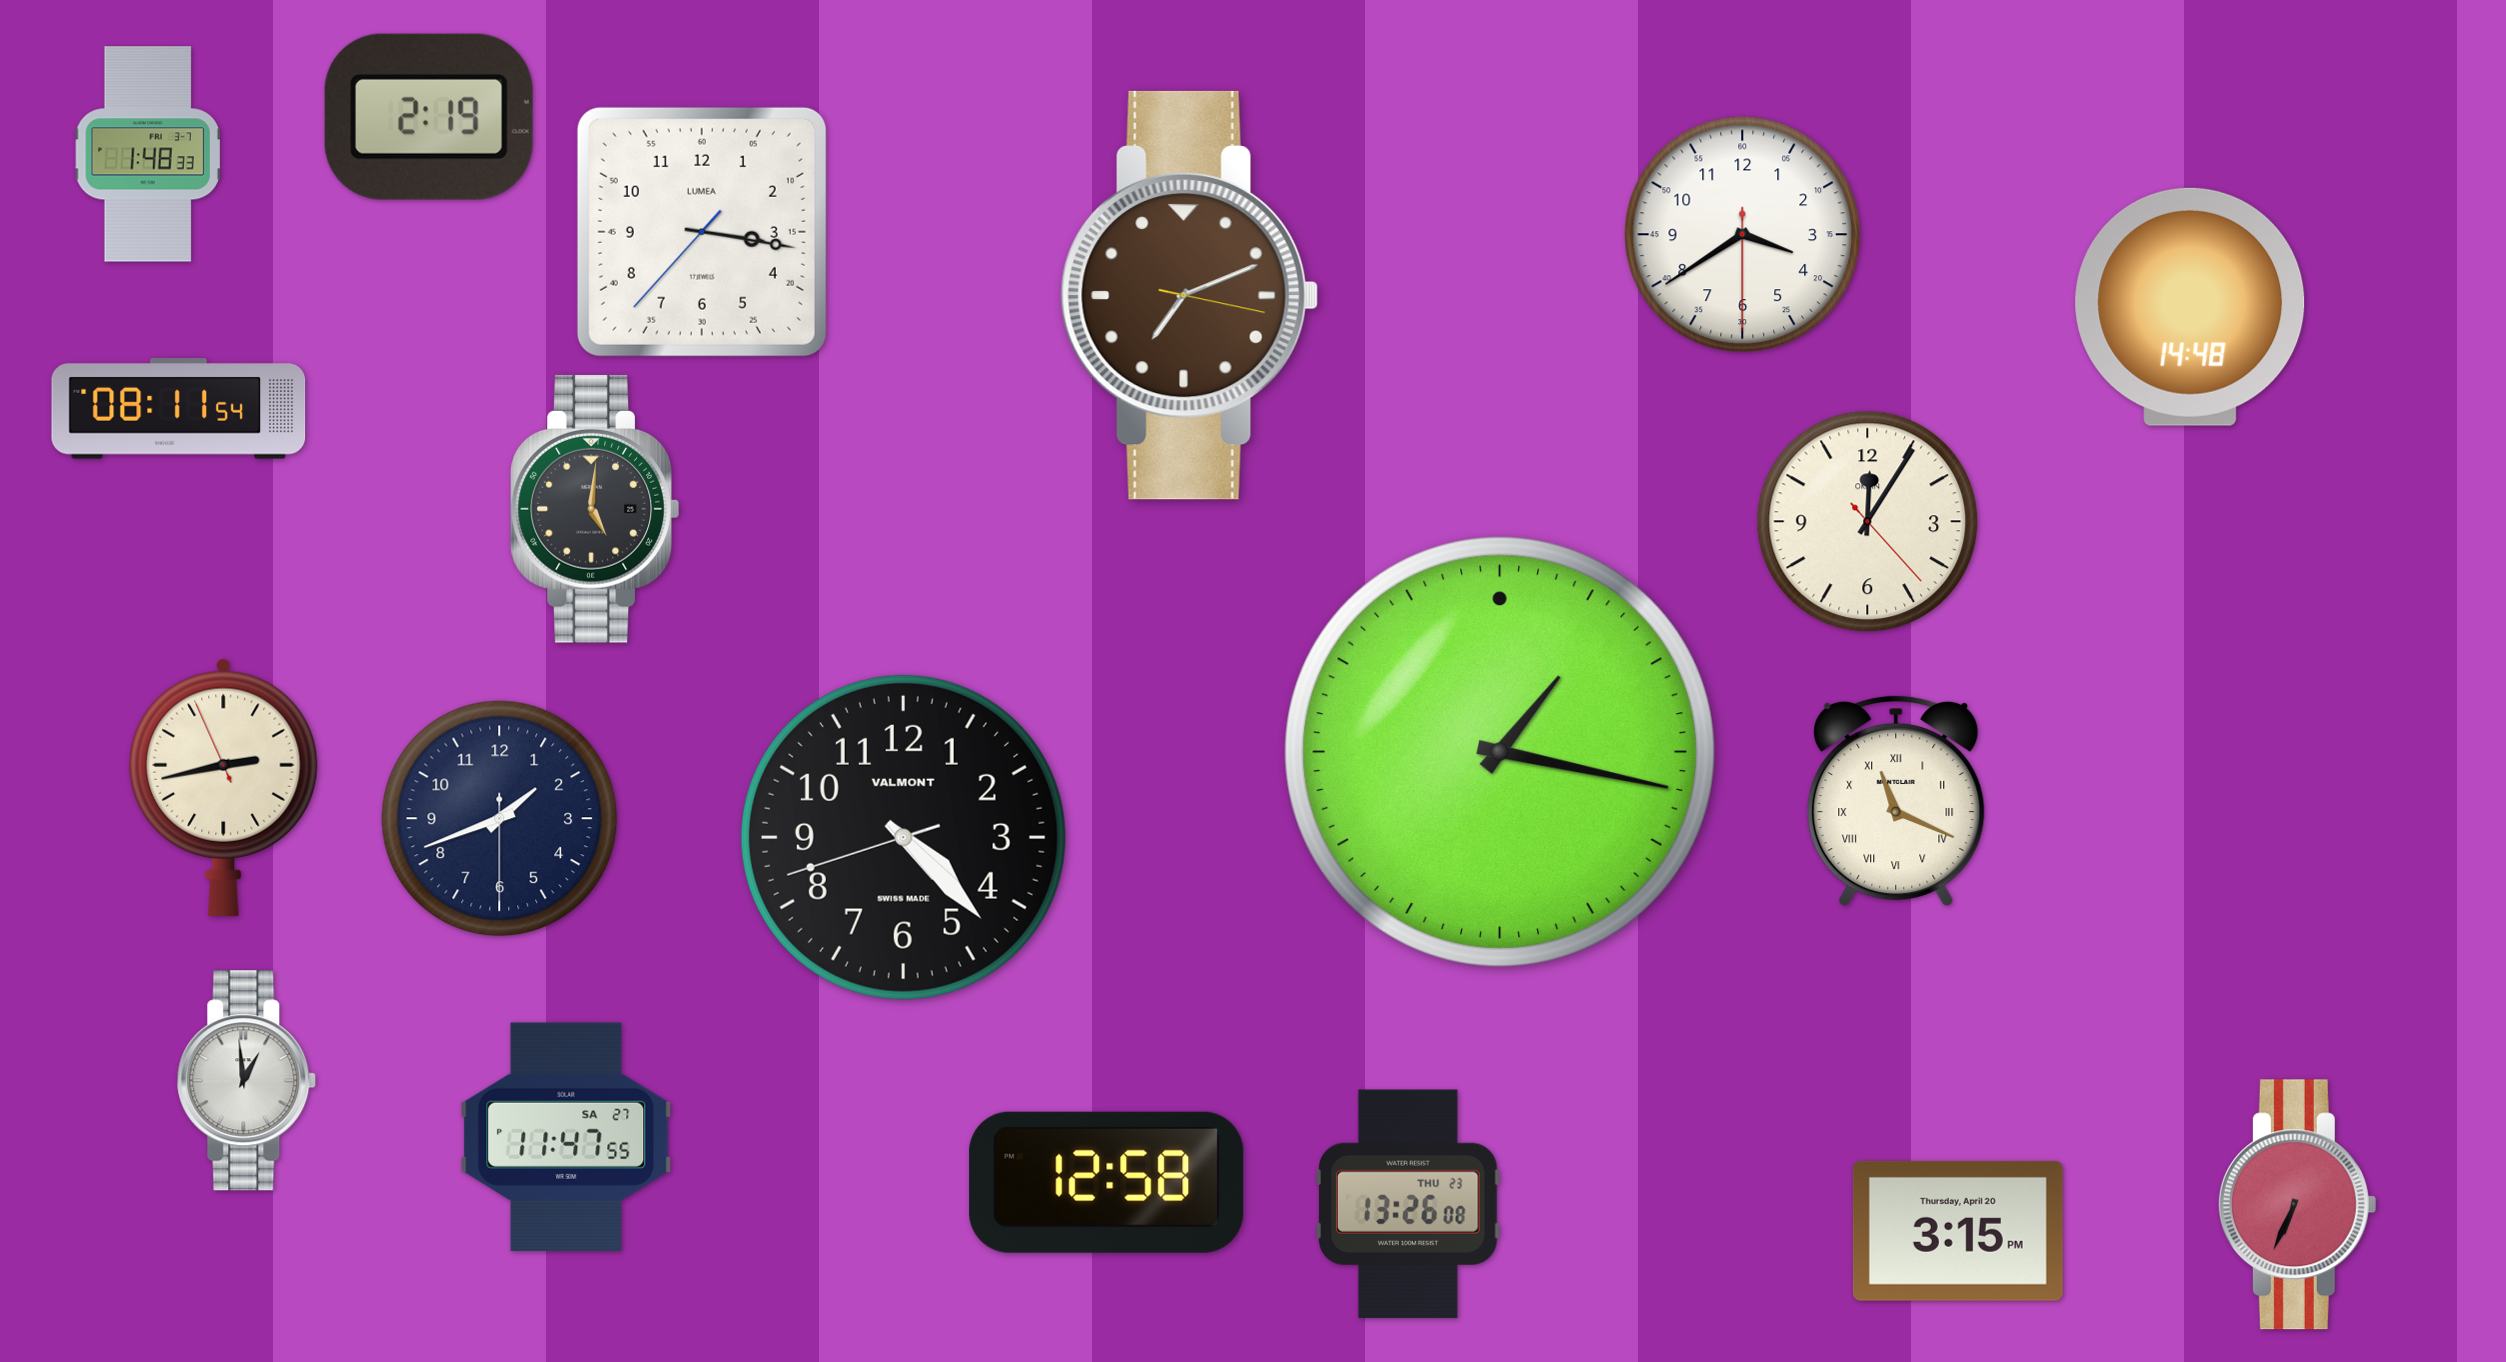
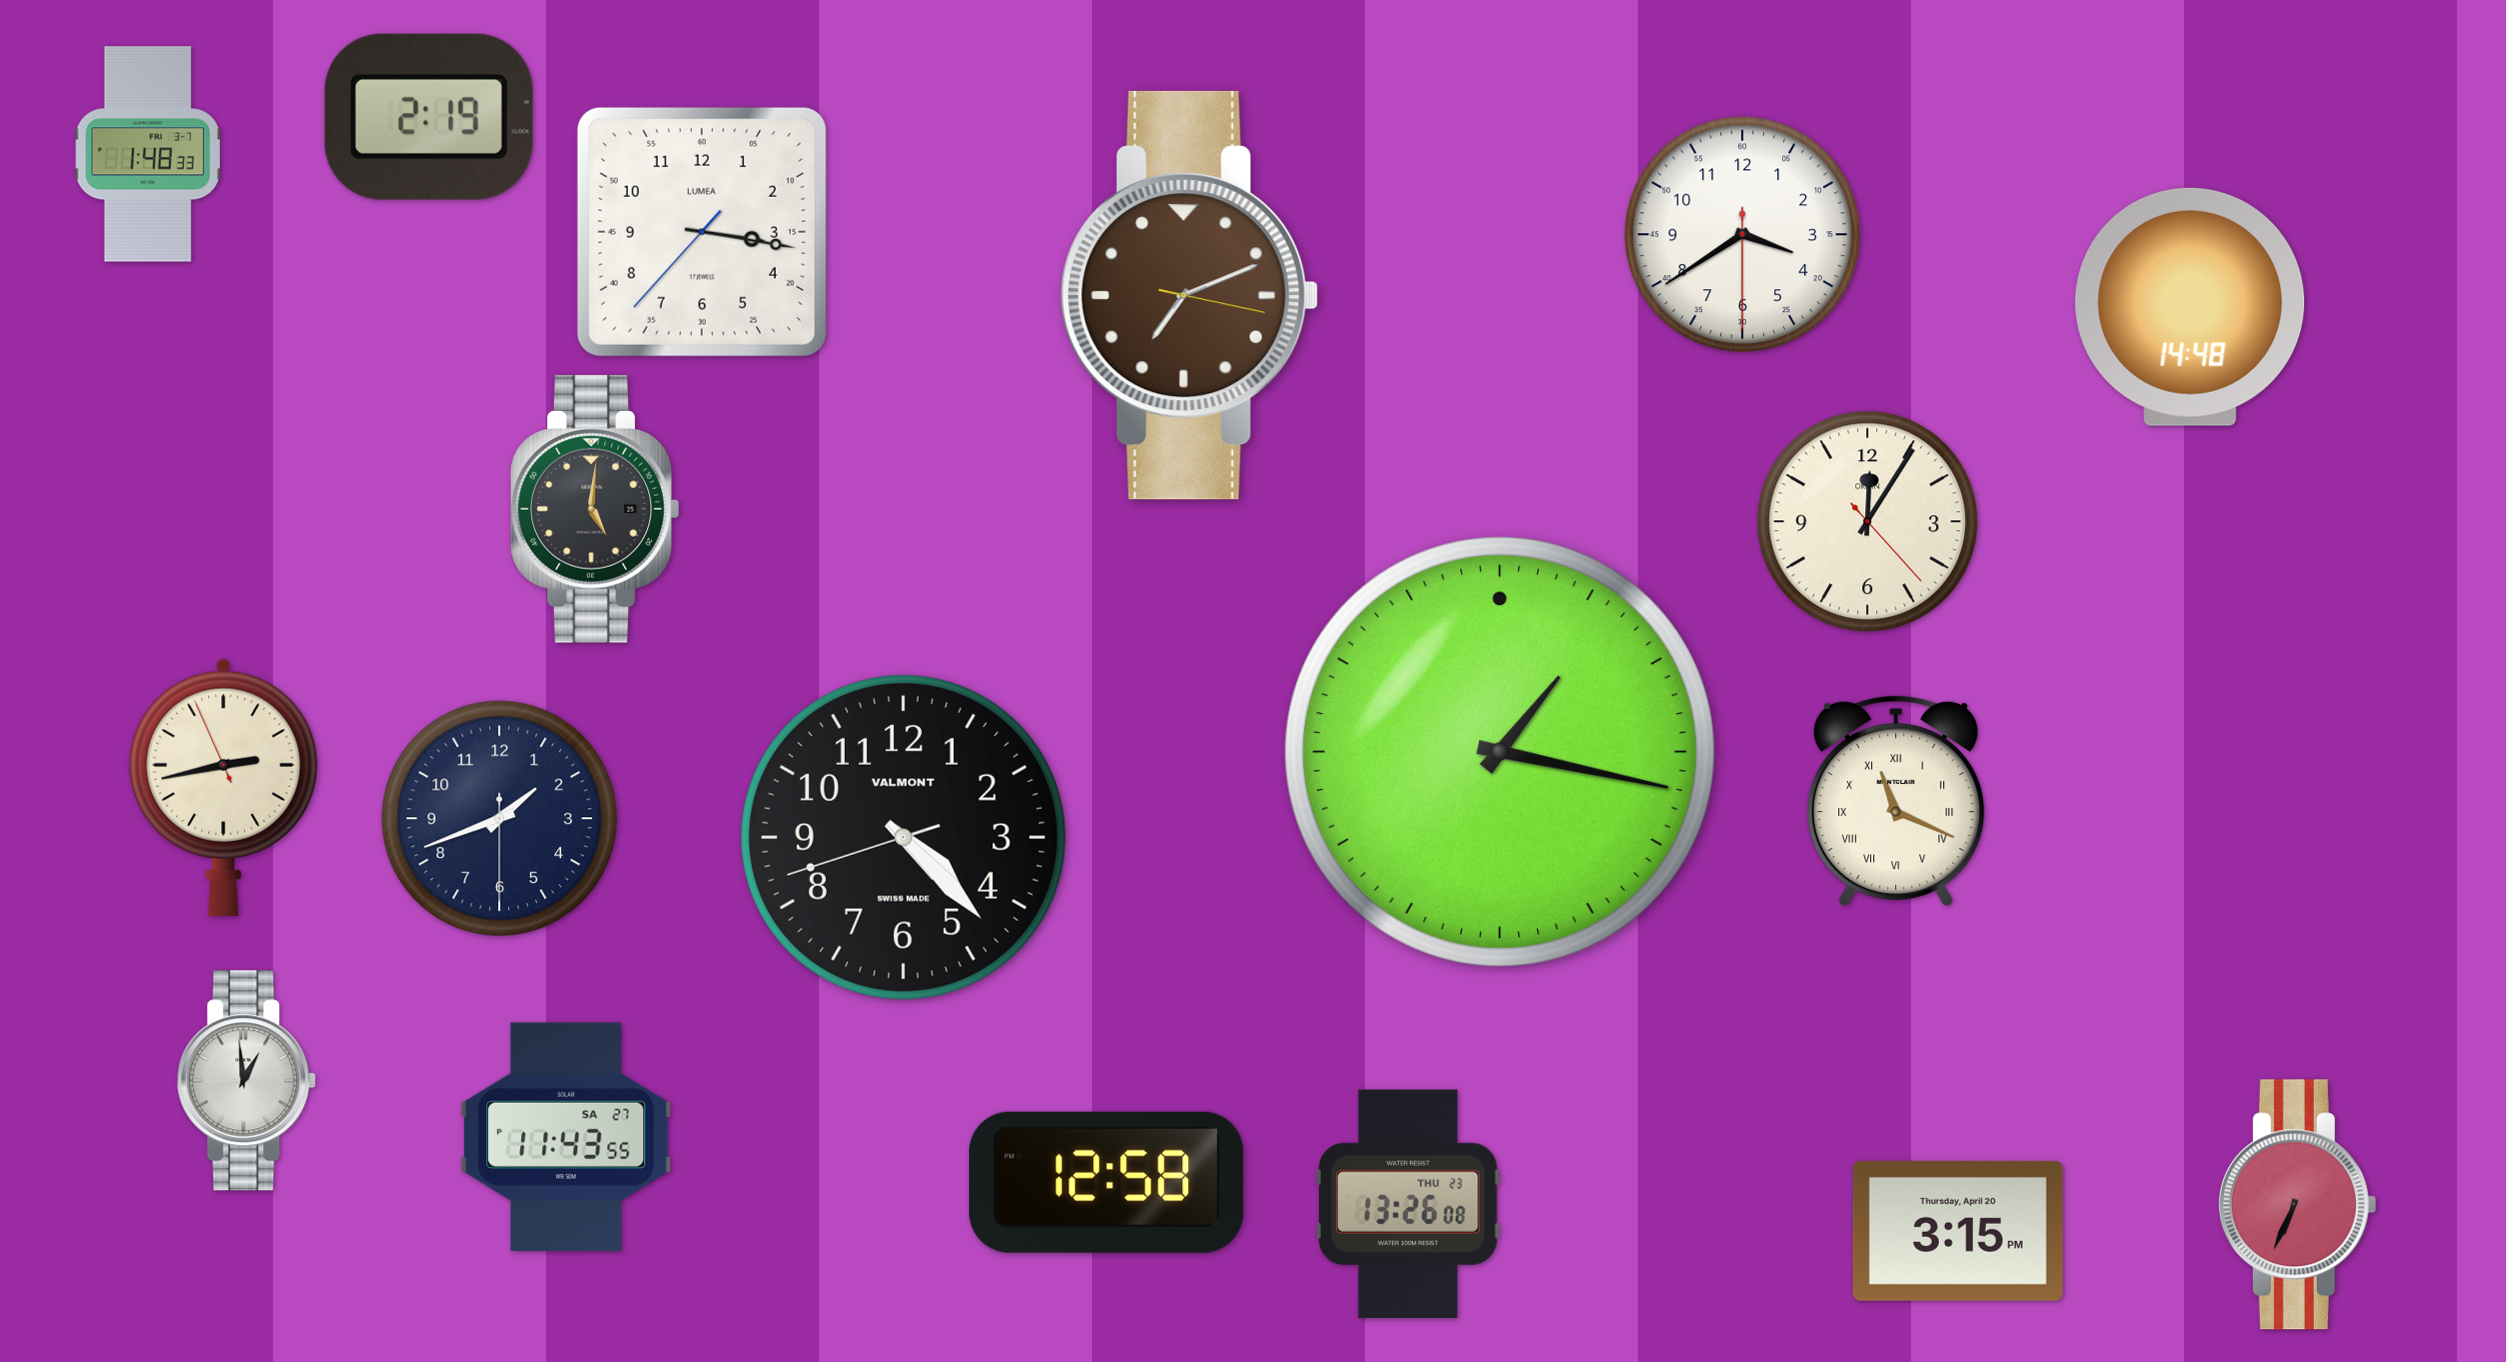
clock at (179, 409): 08:11 -> none
clock at (566, 1137): 11:47 -> 11:43
